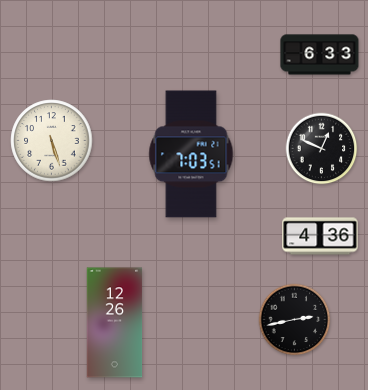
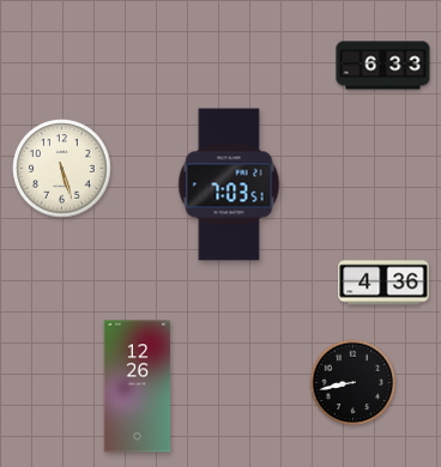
clock at (322, 149): 12:49 -> none
clock at (295, 320): 2:43 -> 8:43
